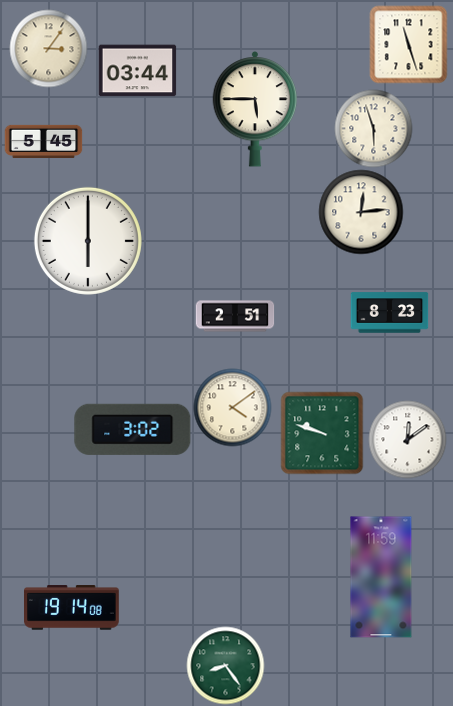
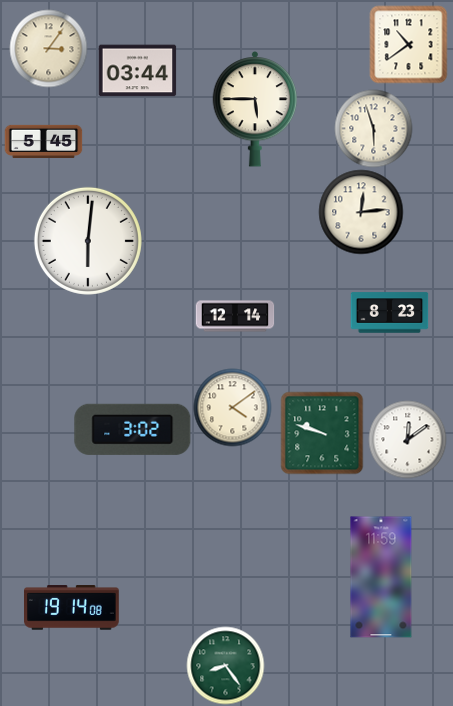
clock at (408, 44): 11:27 -> 10:39
clock at (88, 241): 6:00 -> 6:01
clock at (235, 316): 2:51 -> 12:14
